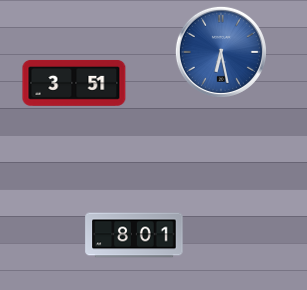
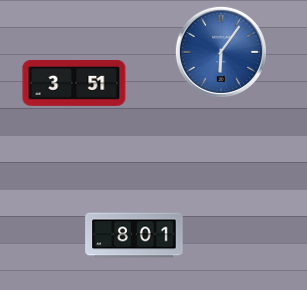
clock at (221, 52): 6:28 -> 6:06
